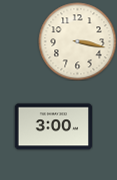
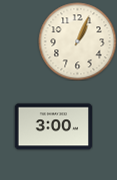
clock at (77, 41): 3:17 -> 1:04
